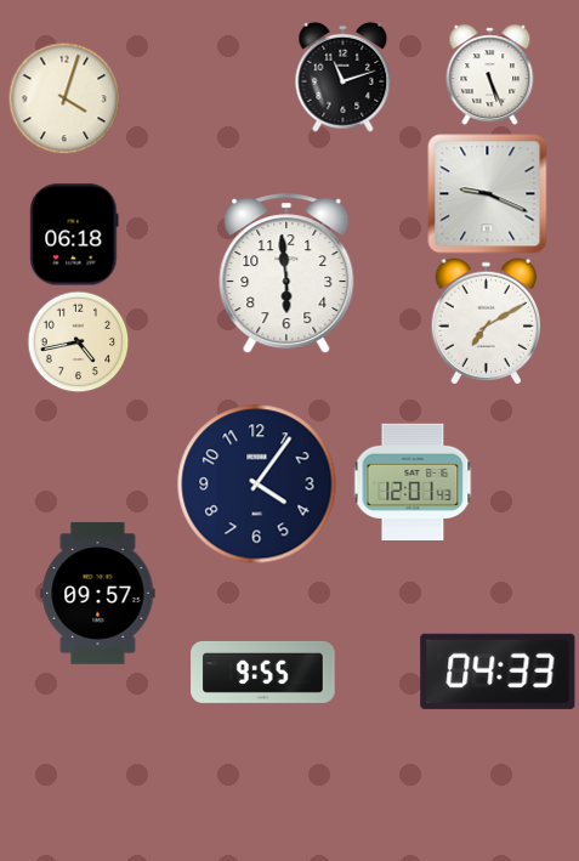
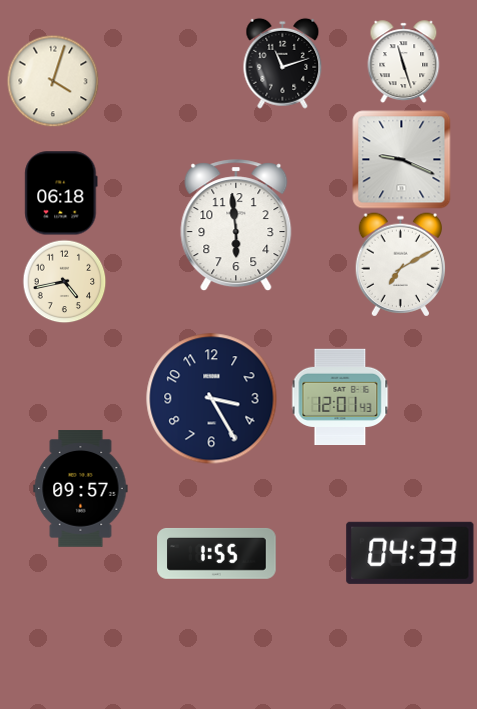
clock at (490, 75): 5:26 -> 11:27
clock at (257, 485): 4:06 -> 3:25
clock at (263, 672): 9:55 -> 1:55
